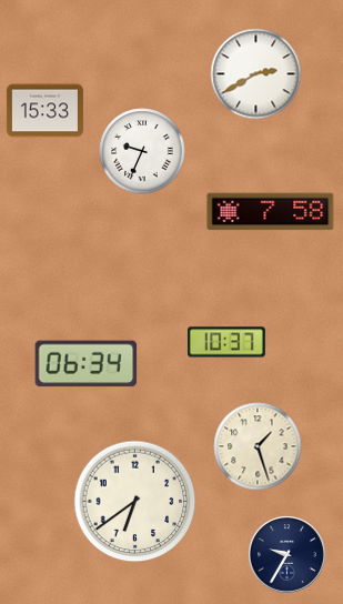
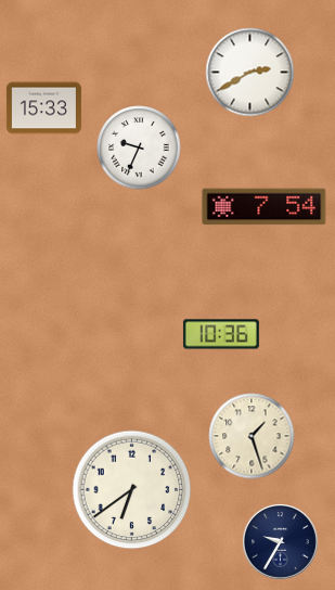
clock at (271, 212): 7:58 -> 7:54
clock at (226, 342): 10:37 -> 10:36
clock at (87, 364): 06:34 -> none
